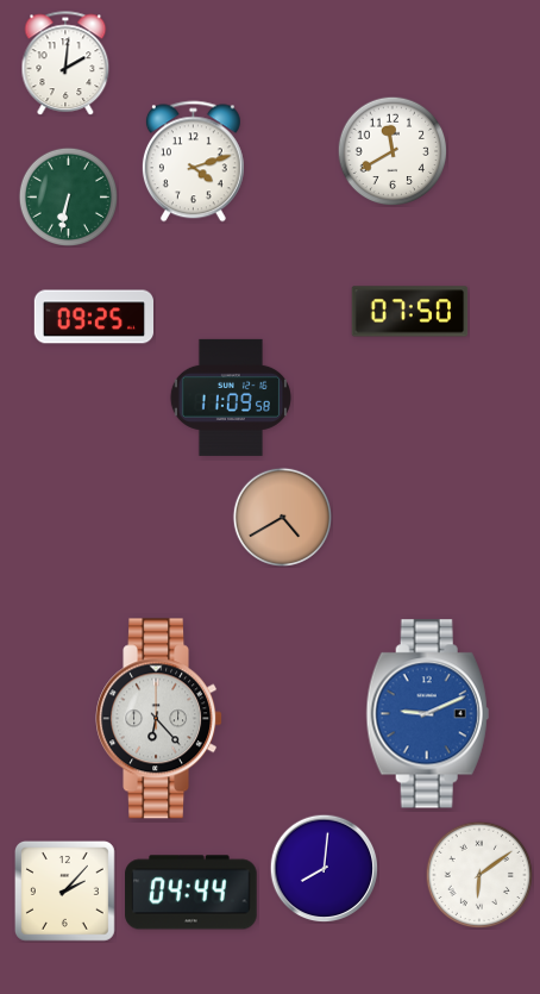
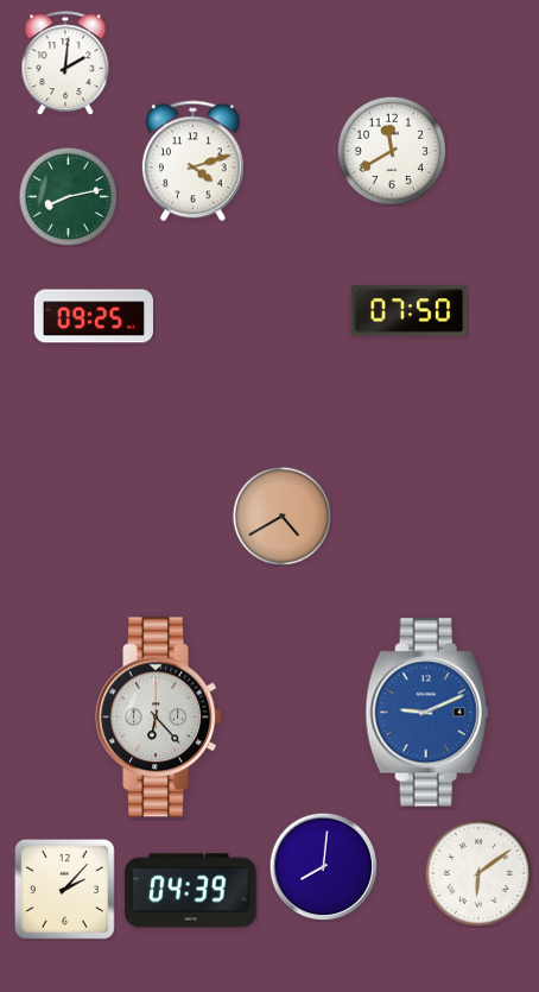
clock at (68, 196): 6:32 -> 8:13
clock at (231, 398): 11:09 -> none
clock at (191, 893): 04:44 -> 04:39
